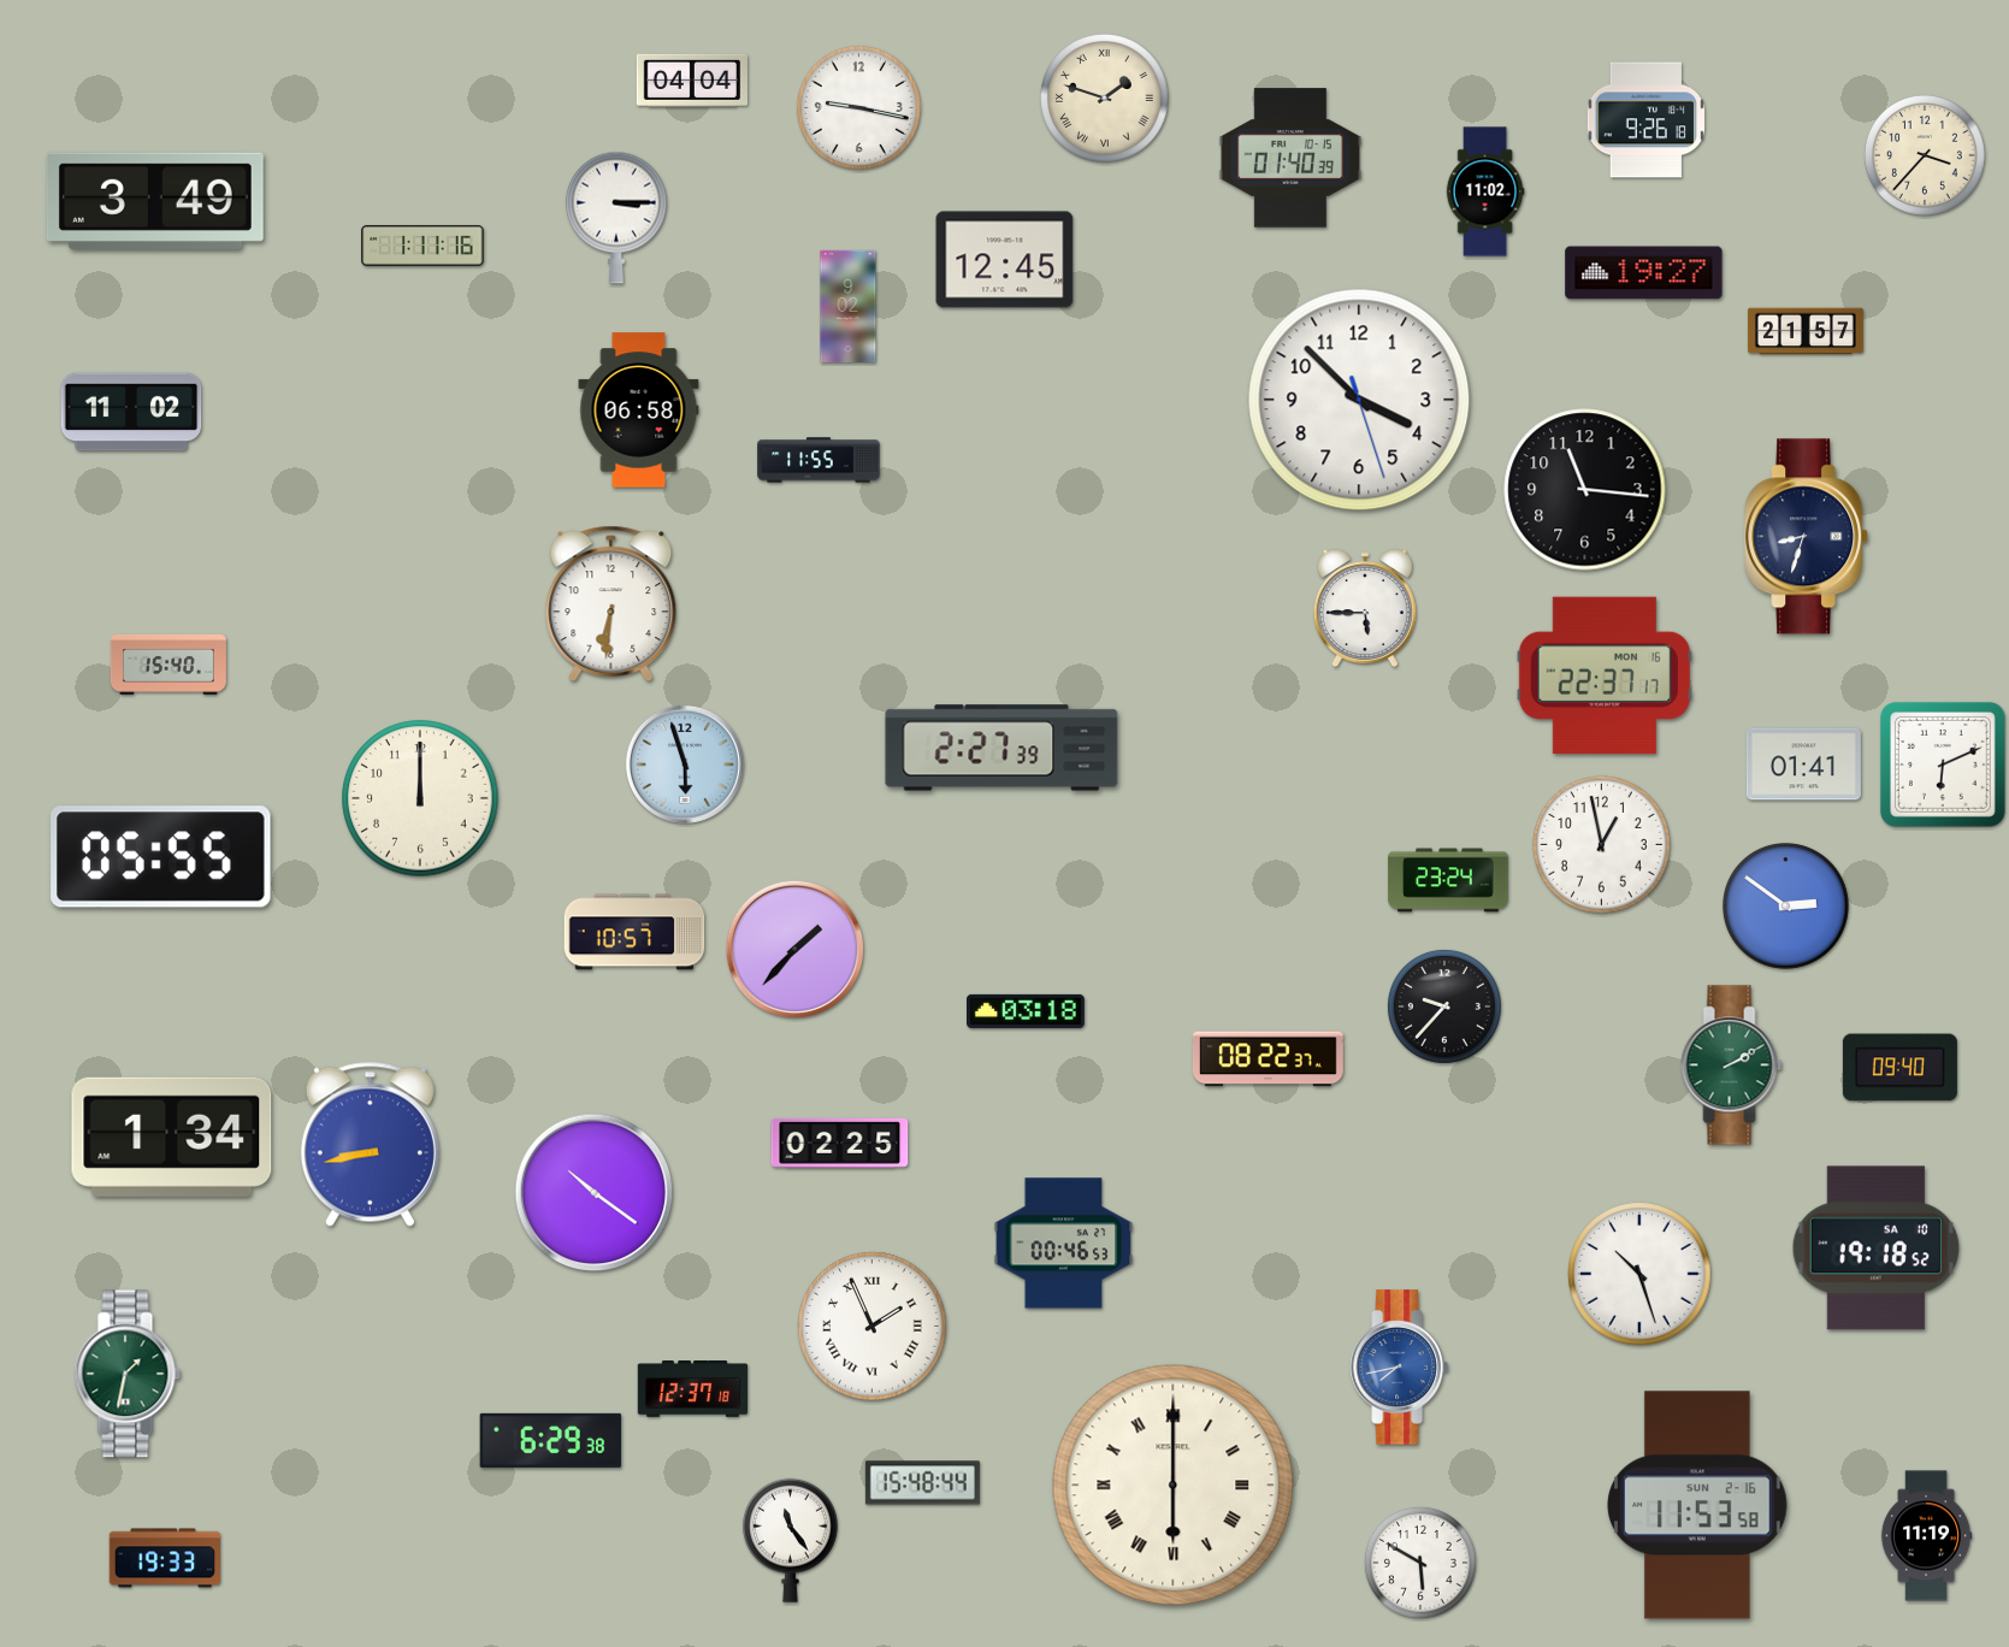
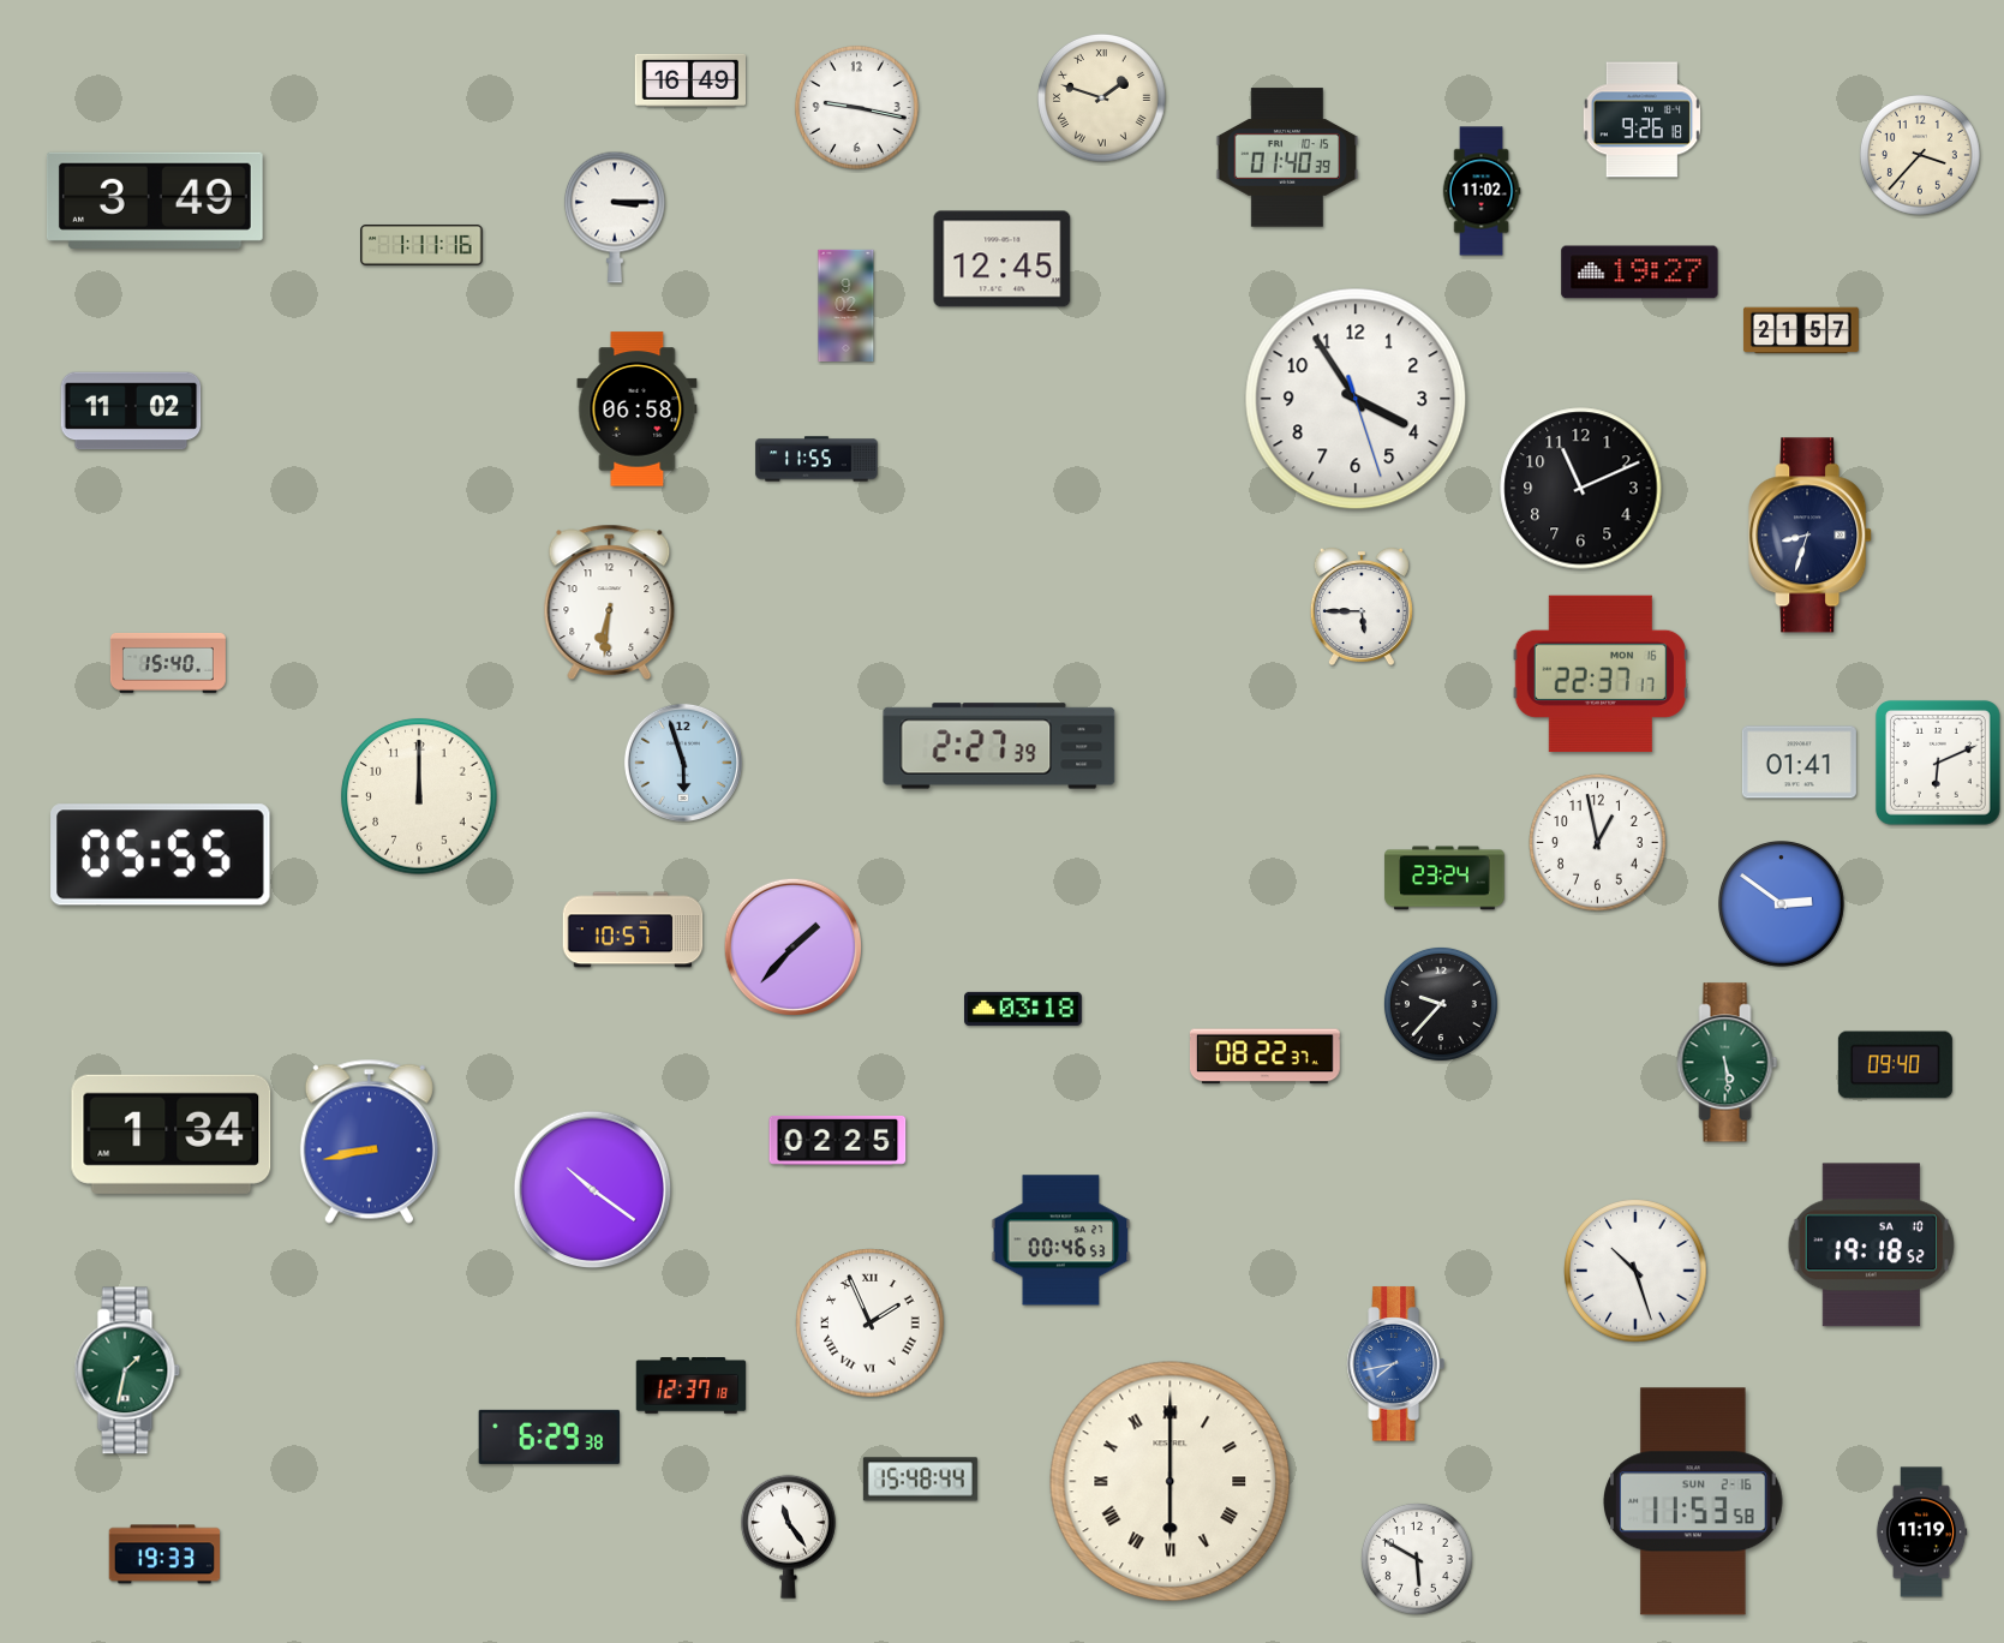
clock at (691, 81): 04:04 -> 16:49
clock at (1359, 400): 3:52 -> 3:54
clock at (1585, 490): 11:16 -> 11:11
clock at (1807, 537) position: (1807, 537) -> (1811, 536)
clock at (1732, 1065): 2:10 -> 5:29
